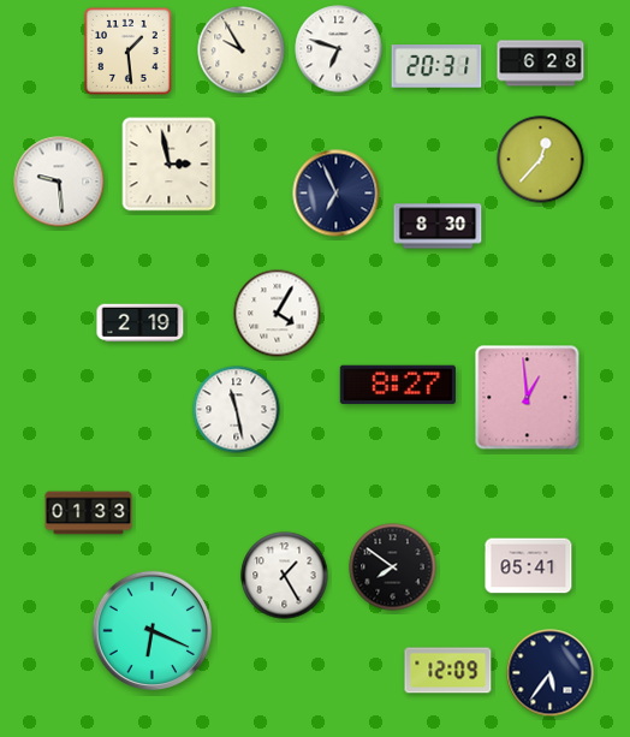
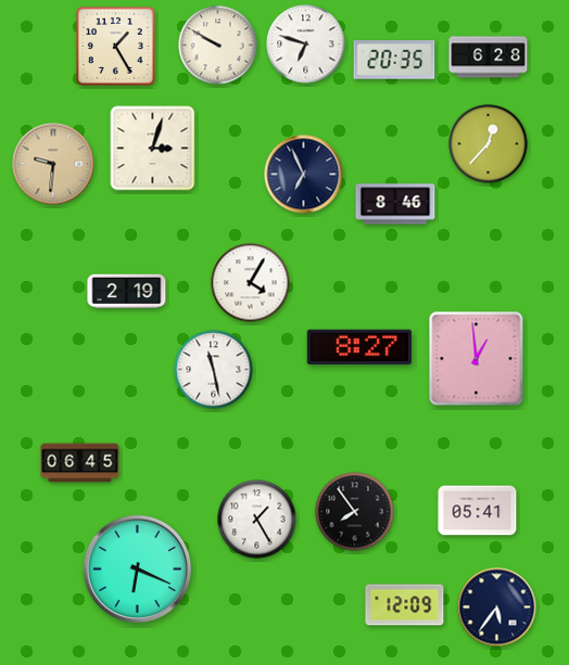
clock at (127, 50): 1:29 -> 1:25
clock at (242, 50): 9:55 -> 9:50
clock at (436, 66): 20:31 -> 20:35
clock at (170, 165): 2:58 -> 3:03
clock at (59, 182): 9:29 -> 9:31
clock at (59, 182) dial: white -> champagne
clock at (438, 226): 8:30 -> 8:46
clock at (89, 513): 01:33 -> 06:45
clock at (393, 567): 7:51 -> 7:54
